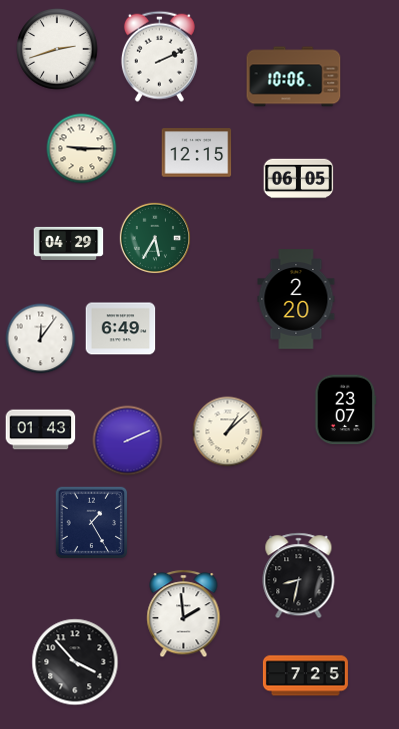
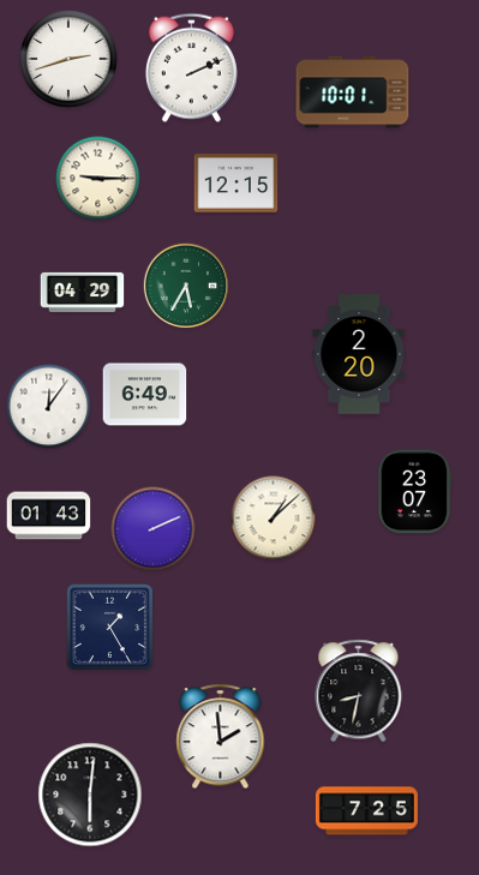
clock at (294, 77): 10:06 -> 10:01
clock at (299, 179): 06:05 -> none
clock at (296, 299) position: (296, 299) -> (359, 354)
clock at (75, 662): 3:53 -> 6:01
